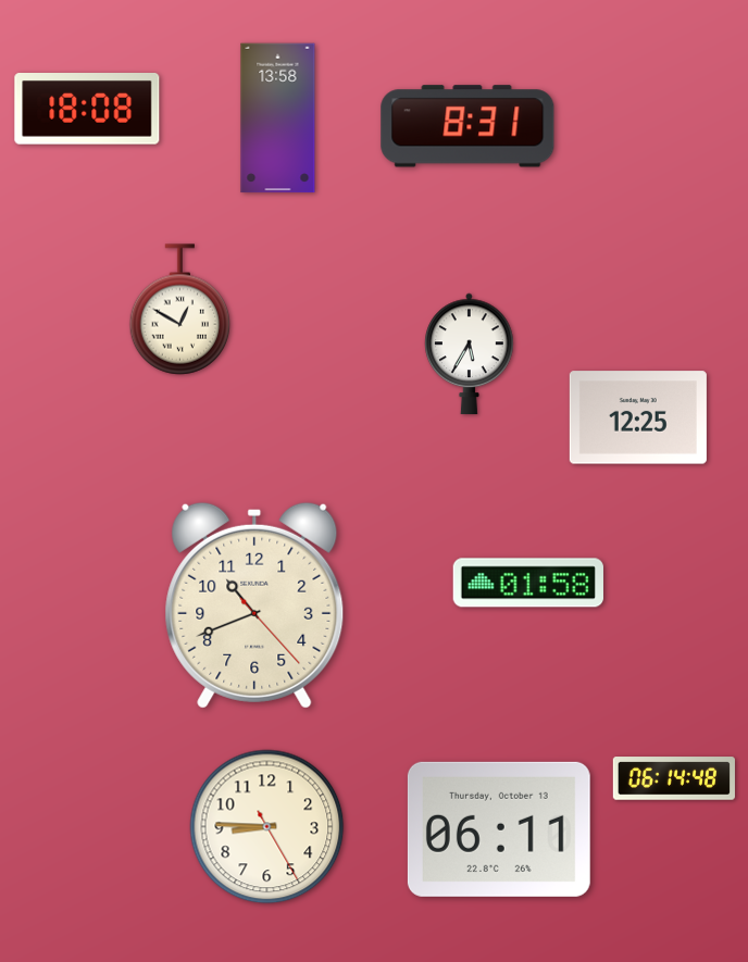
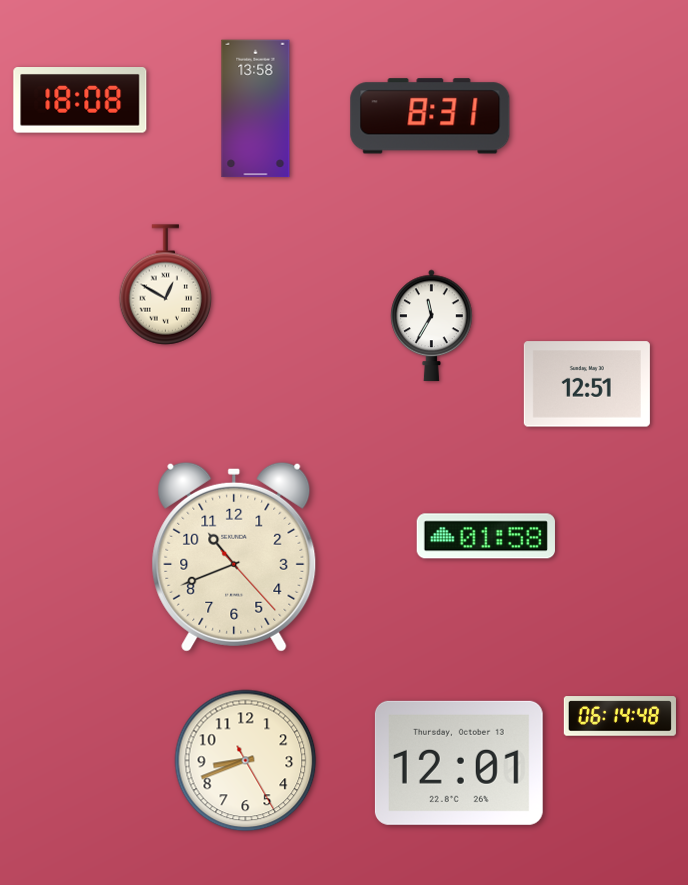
clock at (470, 354): 5:35 -> 11:35
clock at (638, 417): 12:25 -> 12:51
clock at (267, 827): 8:45 -> 8:41
clock at (499, 829): 06:11 -> 12:01
